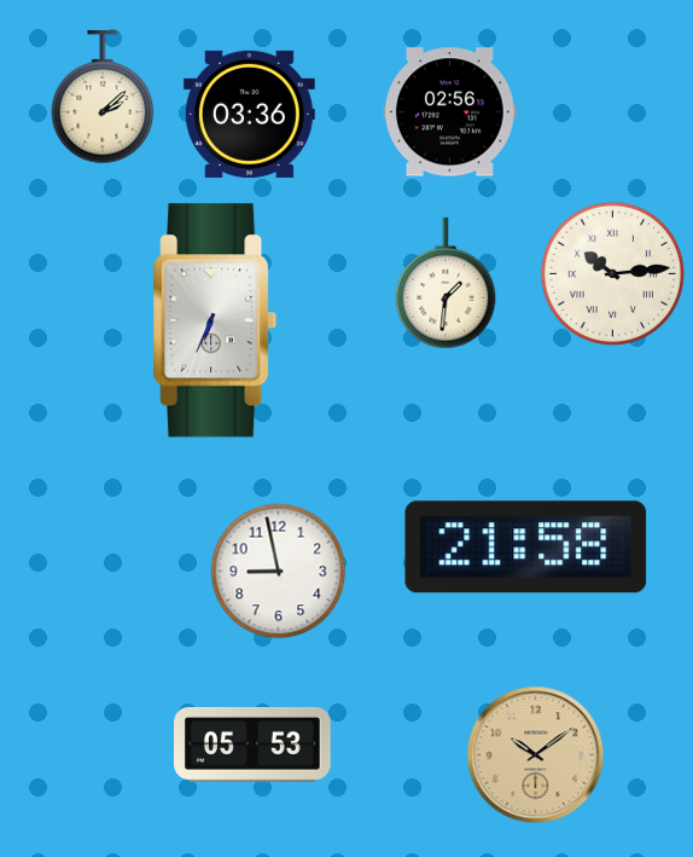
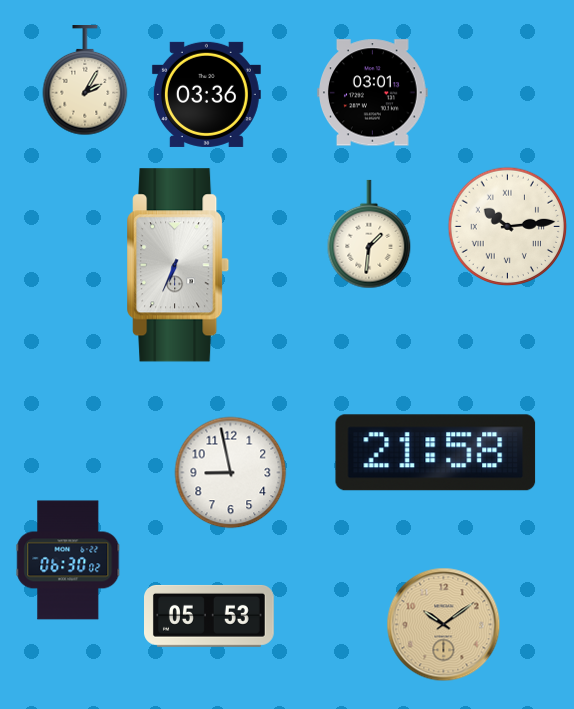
clock at (103, 98): 2:08 -> 2:05
clock at (450, 112): 02:56 -> 03:01
clock at (68, 560): none -> 06:30
